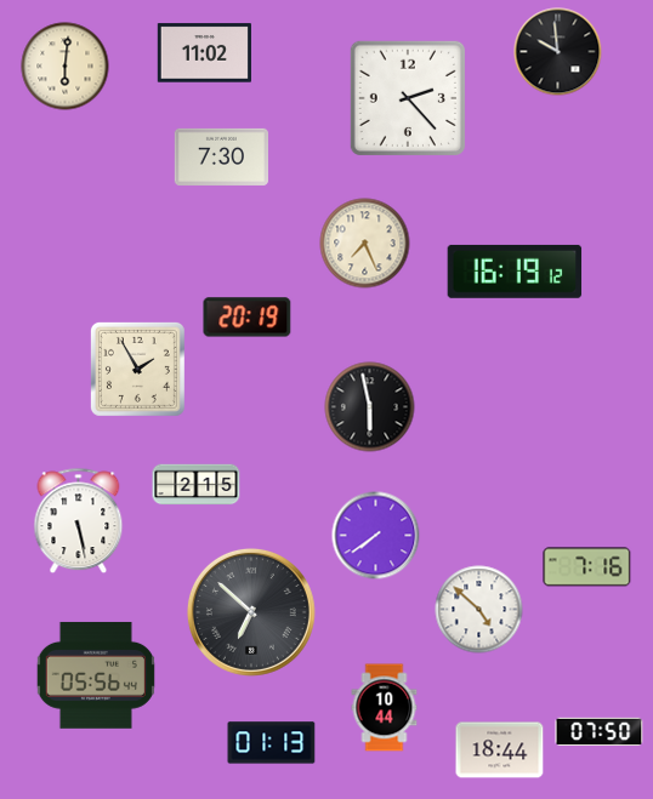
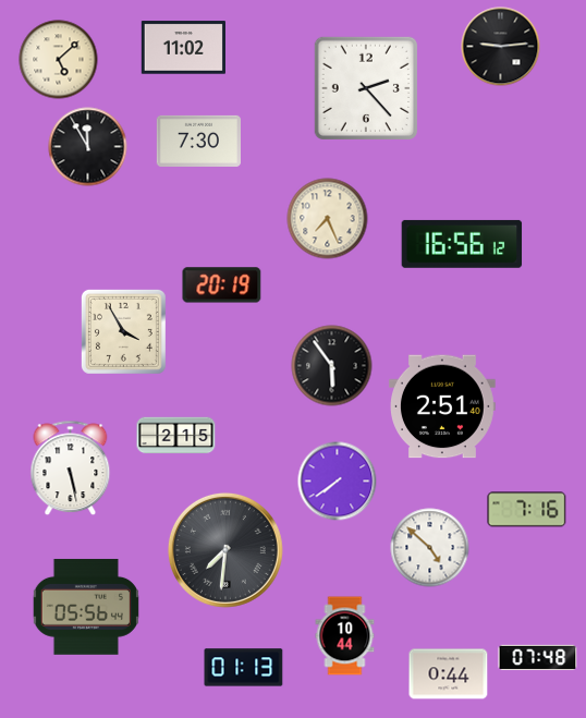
clock at (558, 52): 9:59 -> 9:14
clock at (66, 67): 6:01 -> 5:08
clock at (88, 147): none -> 11:55
clock at (515, 272): 16:19 -> 16:56
clock at (137, 369): 1:55 -> 3:55
clock at (370, 407): 5:58 -> 5:54
clock at (443, 406): none -> 2:51
clock at (251, 612): 6:52 -> 7:31
clock at (600, 731): 07:50 -> 07:48
clock at (500, 751): 18:44 -> 0:44
